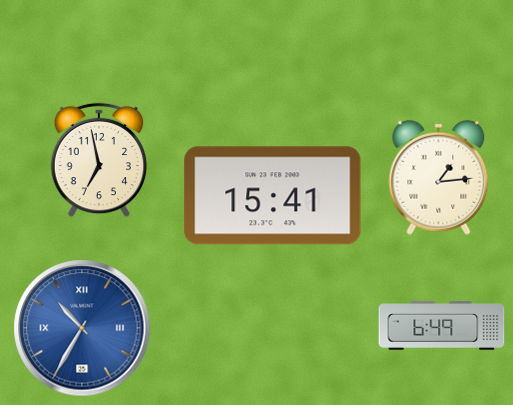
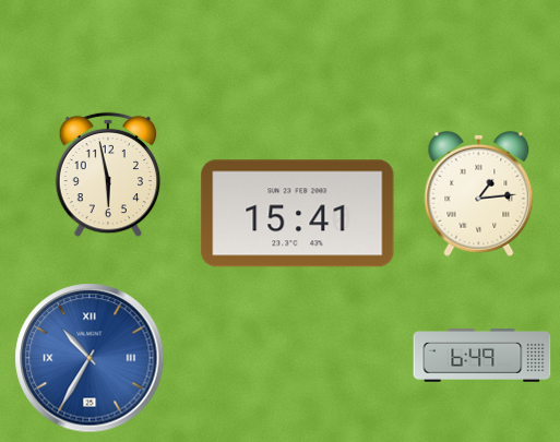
clock at (99, 160): 6:58 -> 5:58
